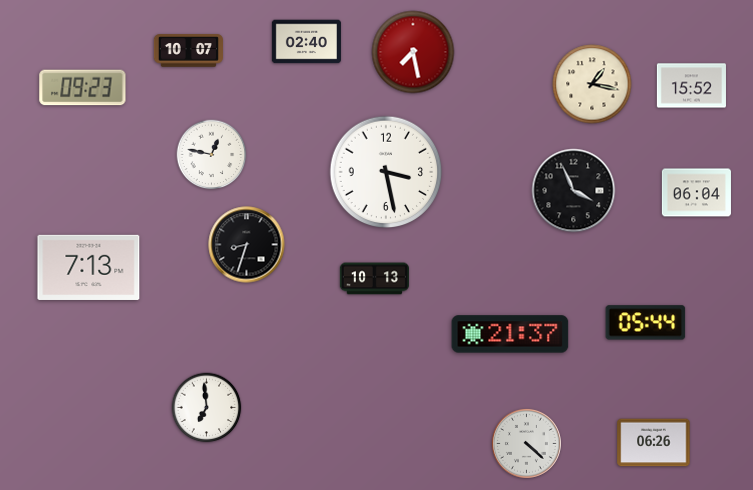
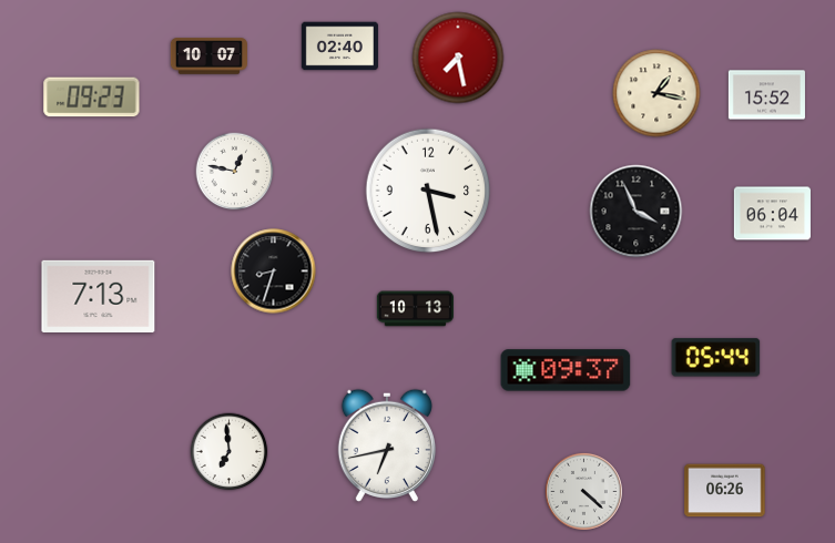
clock at (510, 334): 21:37 -> 09:37
clock at (387, 444): none -> 6:43
